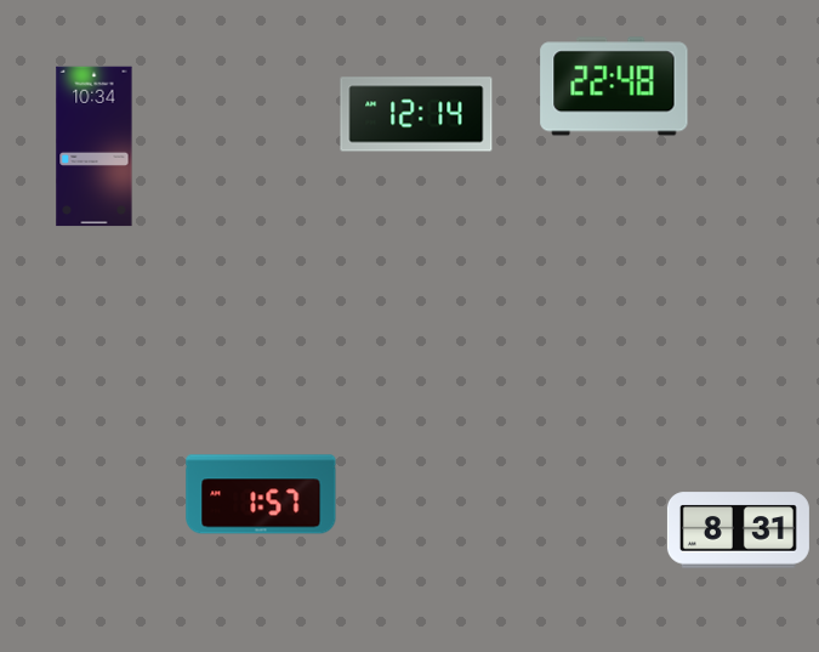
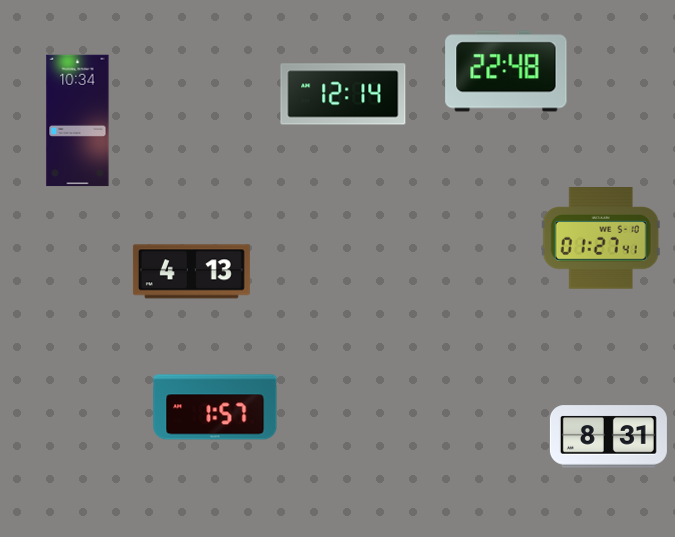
clock at (601, 239): none -> 01:27
clock at (191, 272): none -> 4:13
